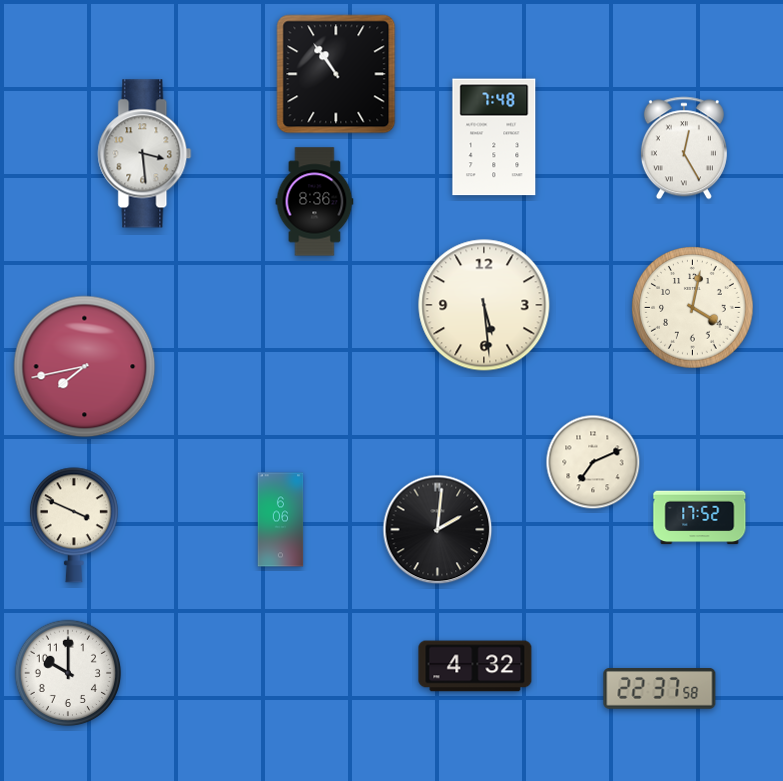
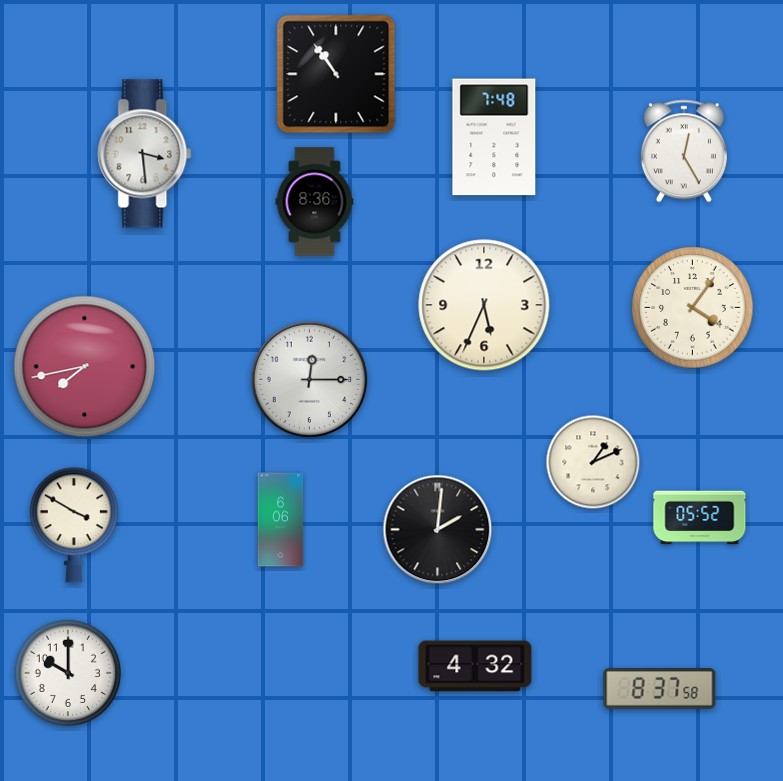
clock at (684, 148) position: (684, 148) -> (684, 151)
clock at (484, 305): 5:29 -> 5:34
clock at (693, 308): 4:02 -> 4:06
clock at (310, 380): none -> 12:15
clock at (593, 462): 7:11 -> 1:11
clock at (700, 518): 17:52 -> 05:52
clock at (74, 525): 3:49 -> 3:50
clock at (660, 689): 22:37 -> 8:37
